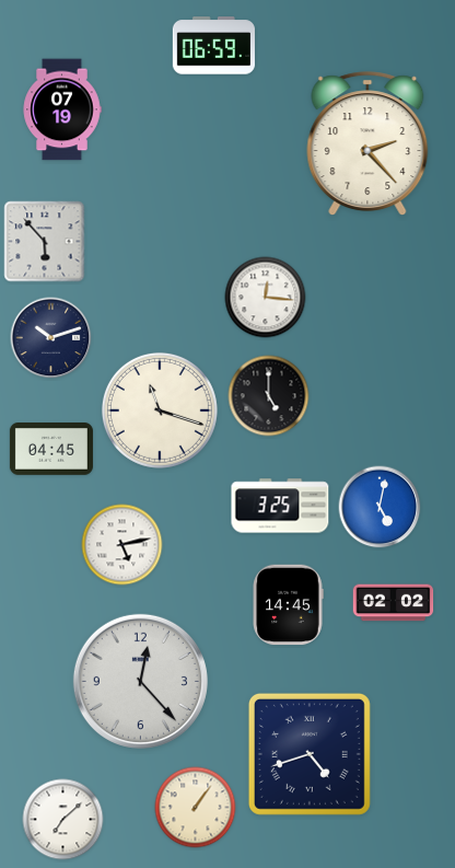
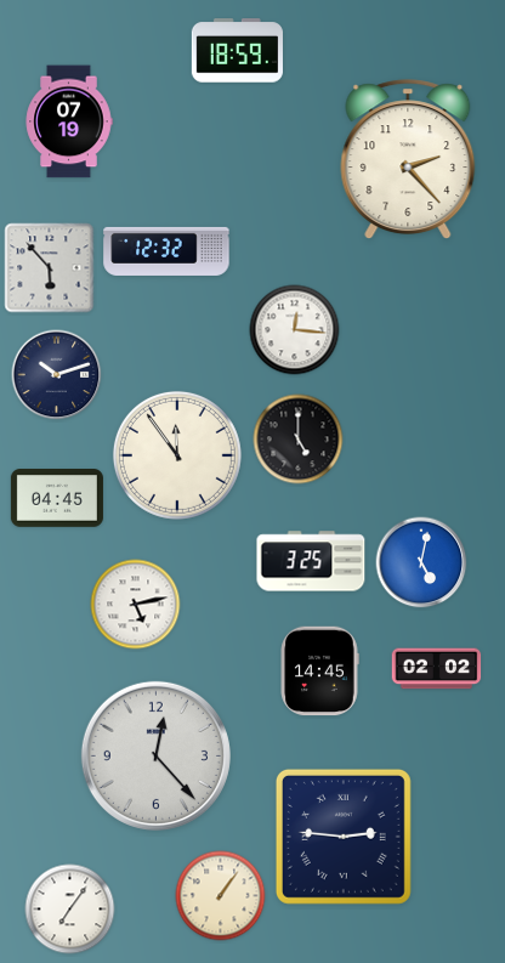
clock at (213, 46): 06:59 -> 18:59
clock at (166, 251): none -> 12:32
clock at (160, 410): 11:18 -> 11:54
clock at (310, 754): 4:42 -> 2:46
clock at (196, 808) position: (196, 808) -> (221, 896)
clock at (63, 820): 7:08 -> 7:06
